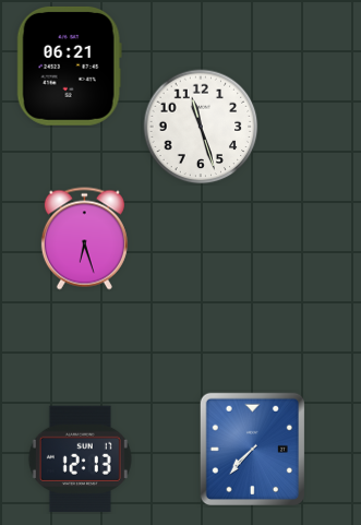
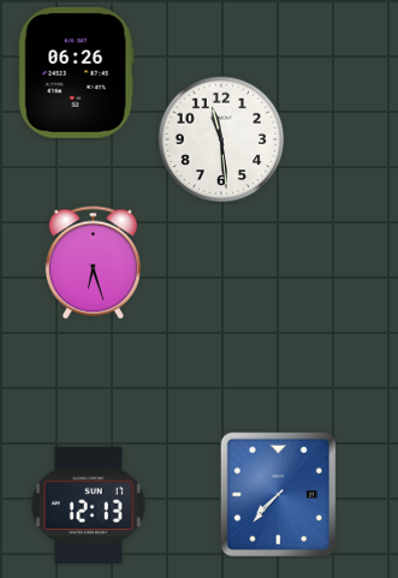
clock at (69, 65): 06:21 -> 06:26
clock at (201, 127): 11:27 -> 11:29
